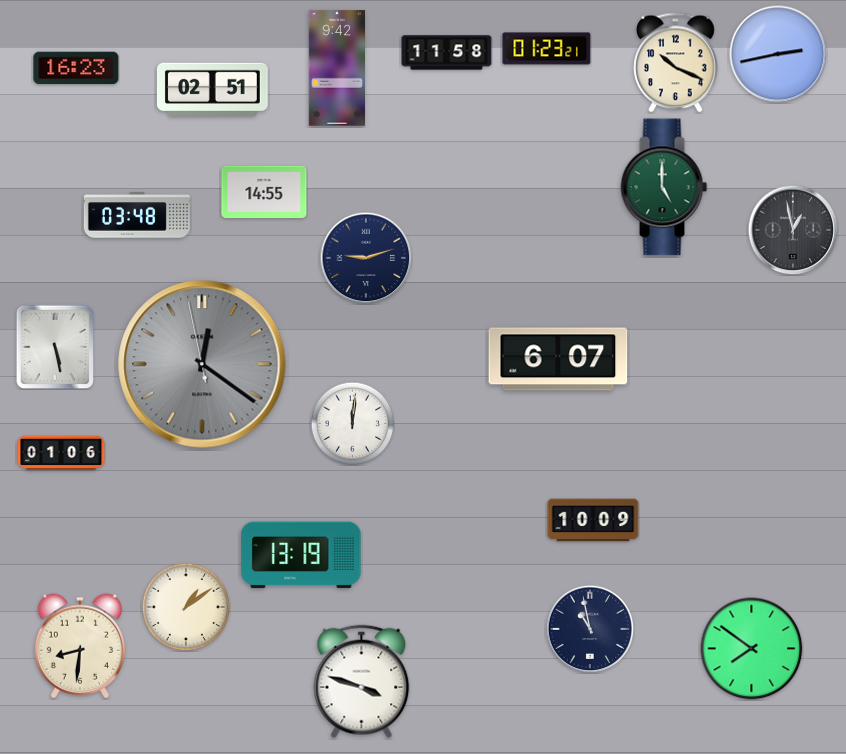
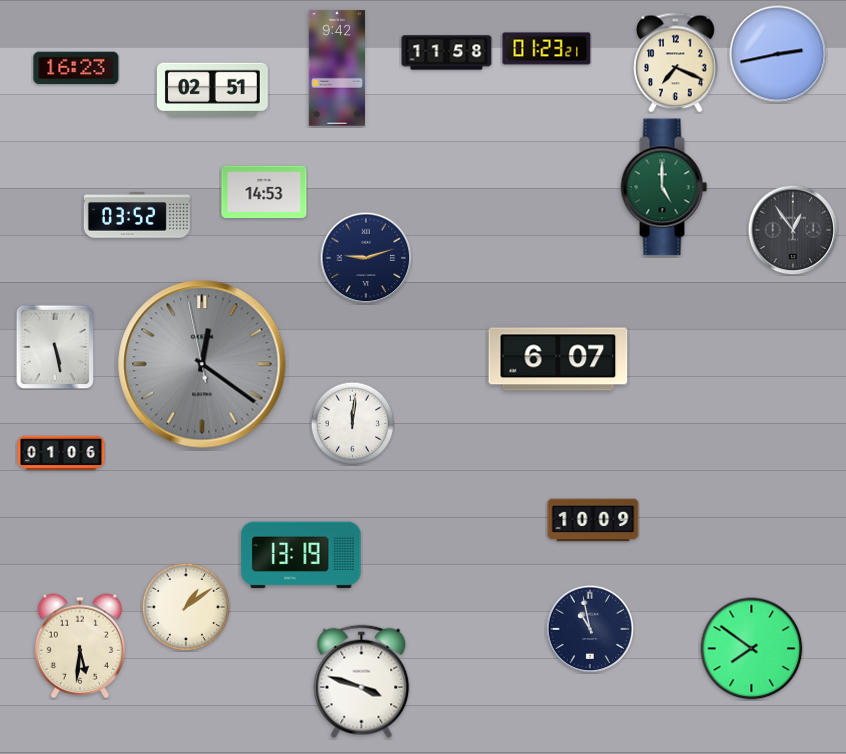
clock at (676, 63): 10:19 -> 7:19
clock at (264, 192): 14:55 -> 14:53
clock at (137, 215): 03:48 -> 03:52
clock at (793, 230): 12:58 -> 12:54
clock at (79, 646): 8:31 -> 5:31
